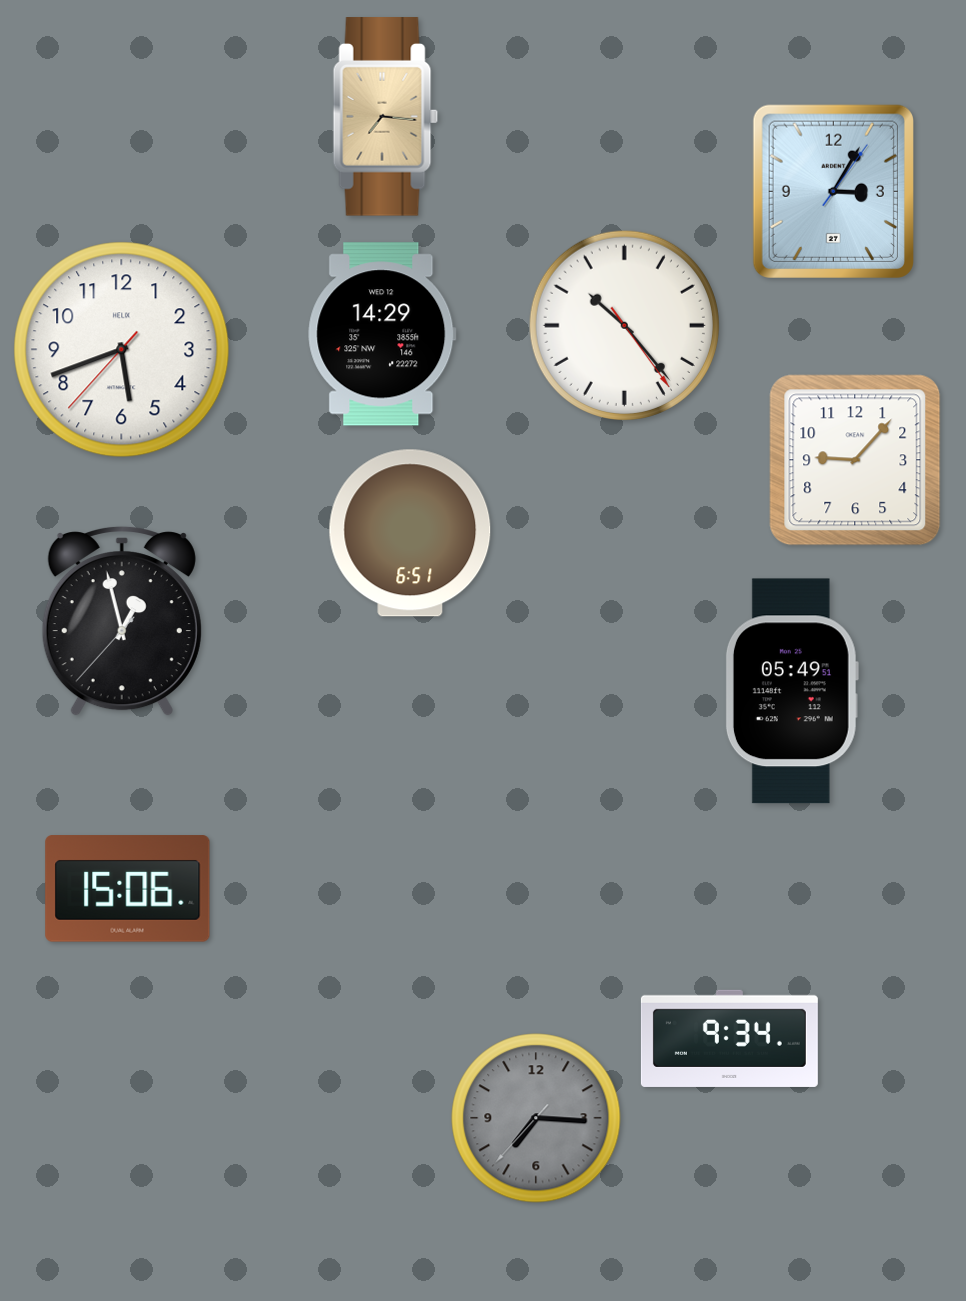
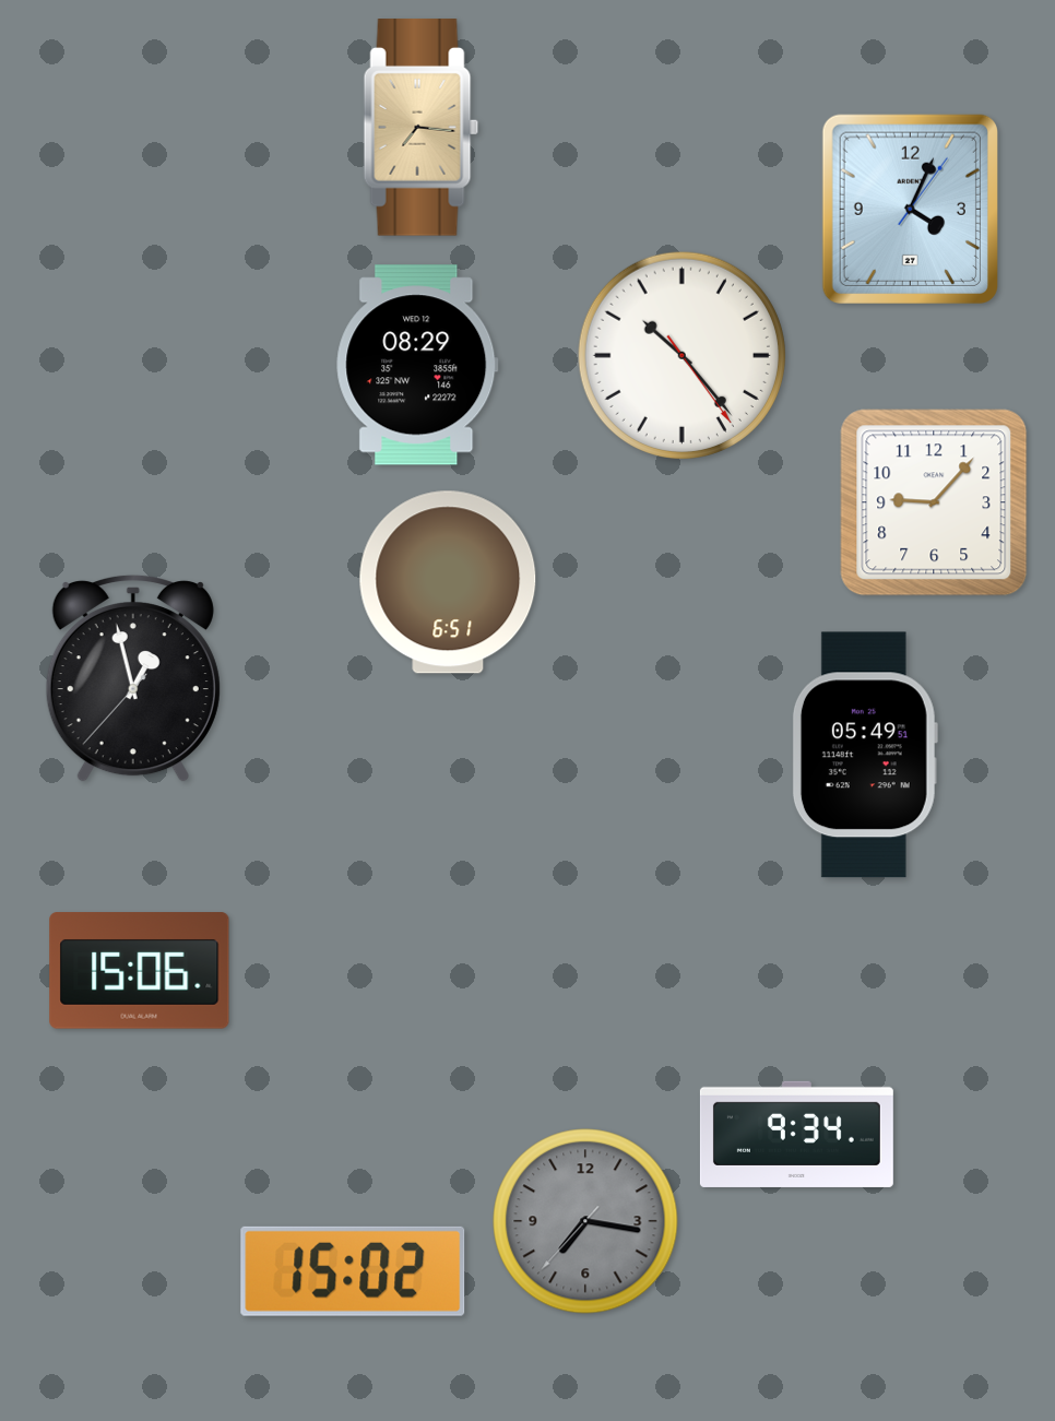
clock at (833, 191): 3:05 -> 4:04
clock at (382, 334): 14:29 -> 08:29
clock at (122, 350): 5:41 -> none
clock at (536, 1118): 7:15 -> 7:16
clock at (353, 1271): none -> 15:02
